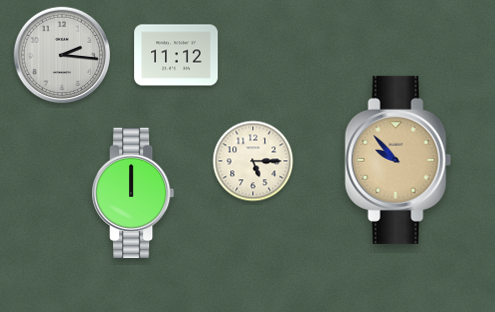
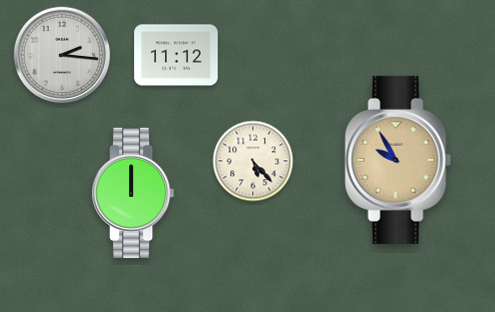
clock at (398, 160): 9:53 -> 9:55
clock at (253, 161): 5:15 -> 5:23
